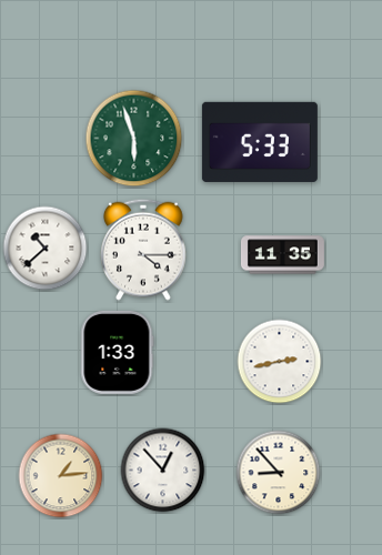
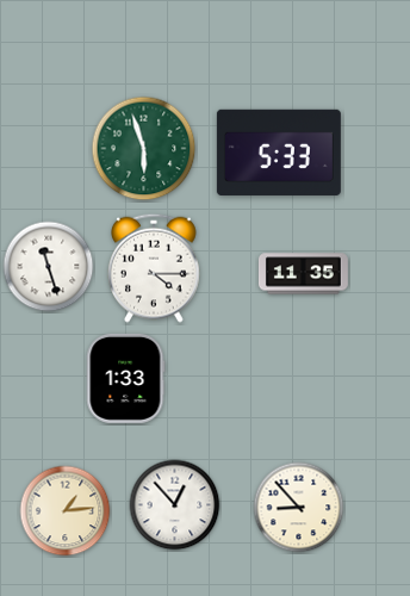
clock at (46, 249): 10:38 -> 11:27
clock at (280, 362): 2:43 -> none
